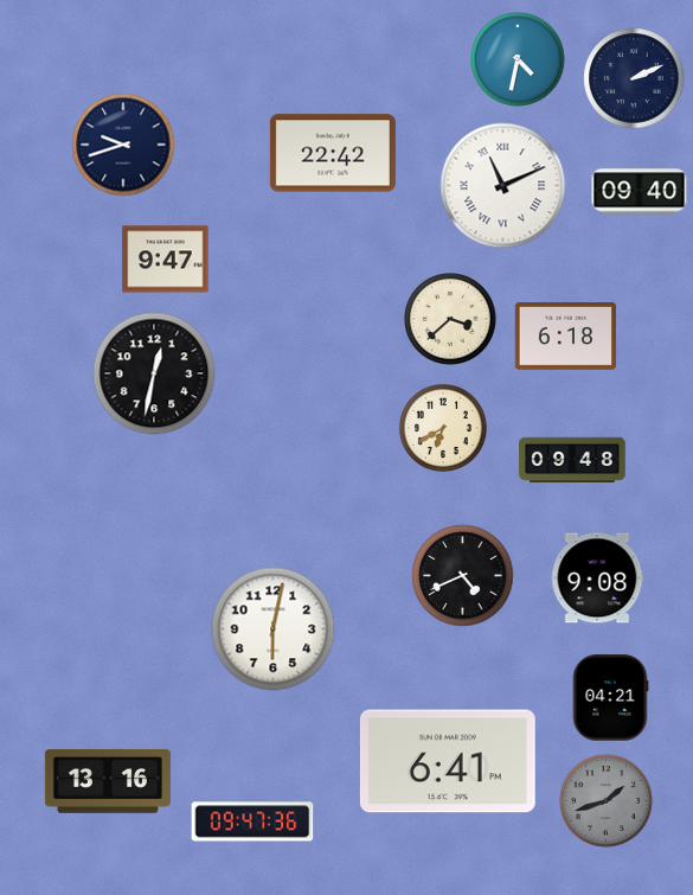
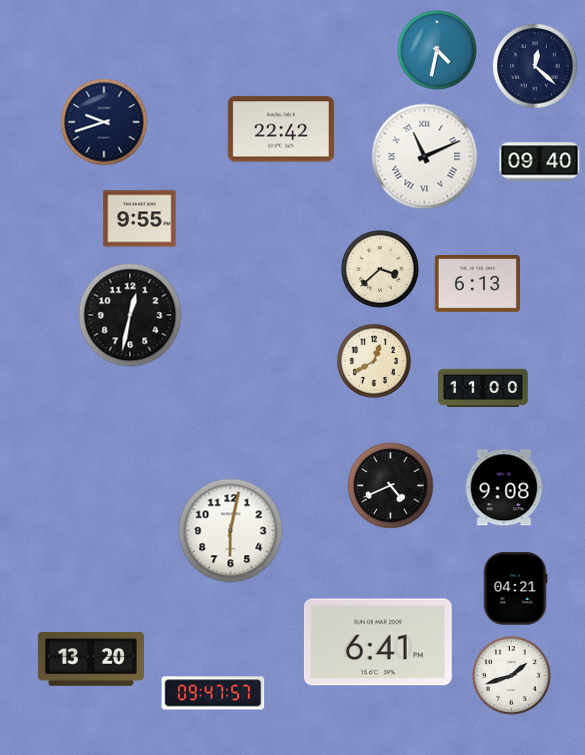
clock at (634, 78): 2:11 -> 12:22
clock at (166, 260): 9:47 -> 9:55
clock at (565, 337): 6:18 -> 6:13
clock at (443, 428): 6:40 -> 12:40
clock at (572, 459): 09:48 -> 11:00
clock at (108, 781): 13:16 -> 13:20
clock at (607, 801) dial: grey -> white
clock at (252, 822): 09:47:36 -> 09:47:57
